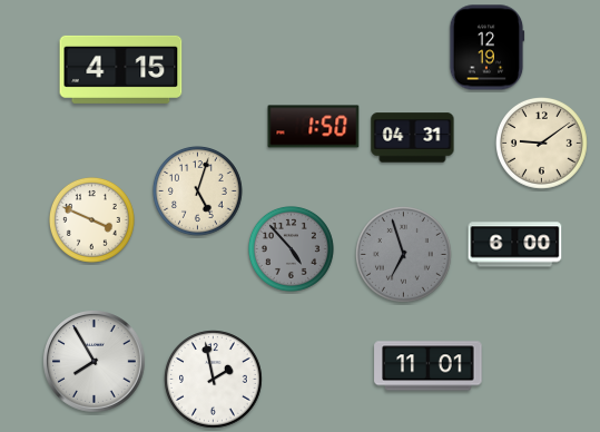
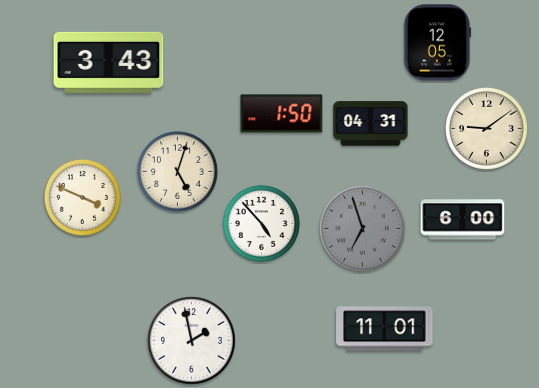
clock at (486, 48): 12:19 -> 12:05
clock at (121, 69): 4:15 -> 3:43
clock at (291, 248) dial: grey -> white
clock at (95, 362): 7:55 -> none
